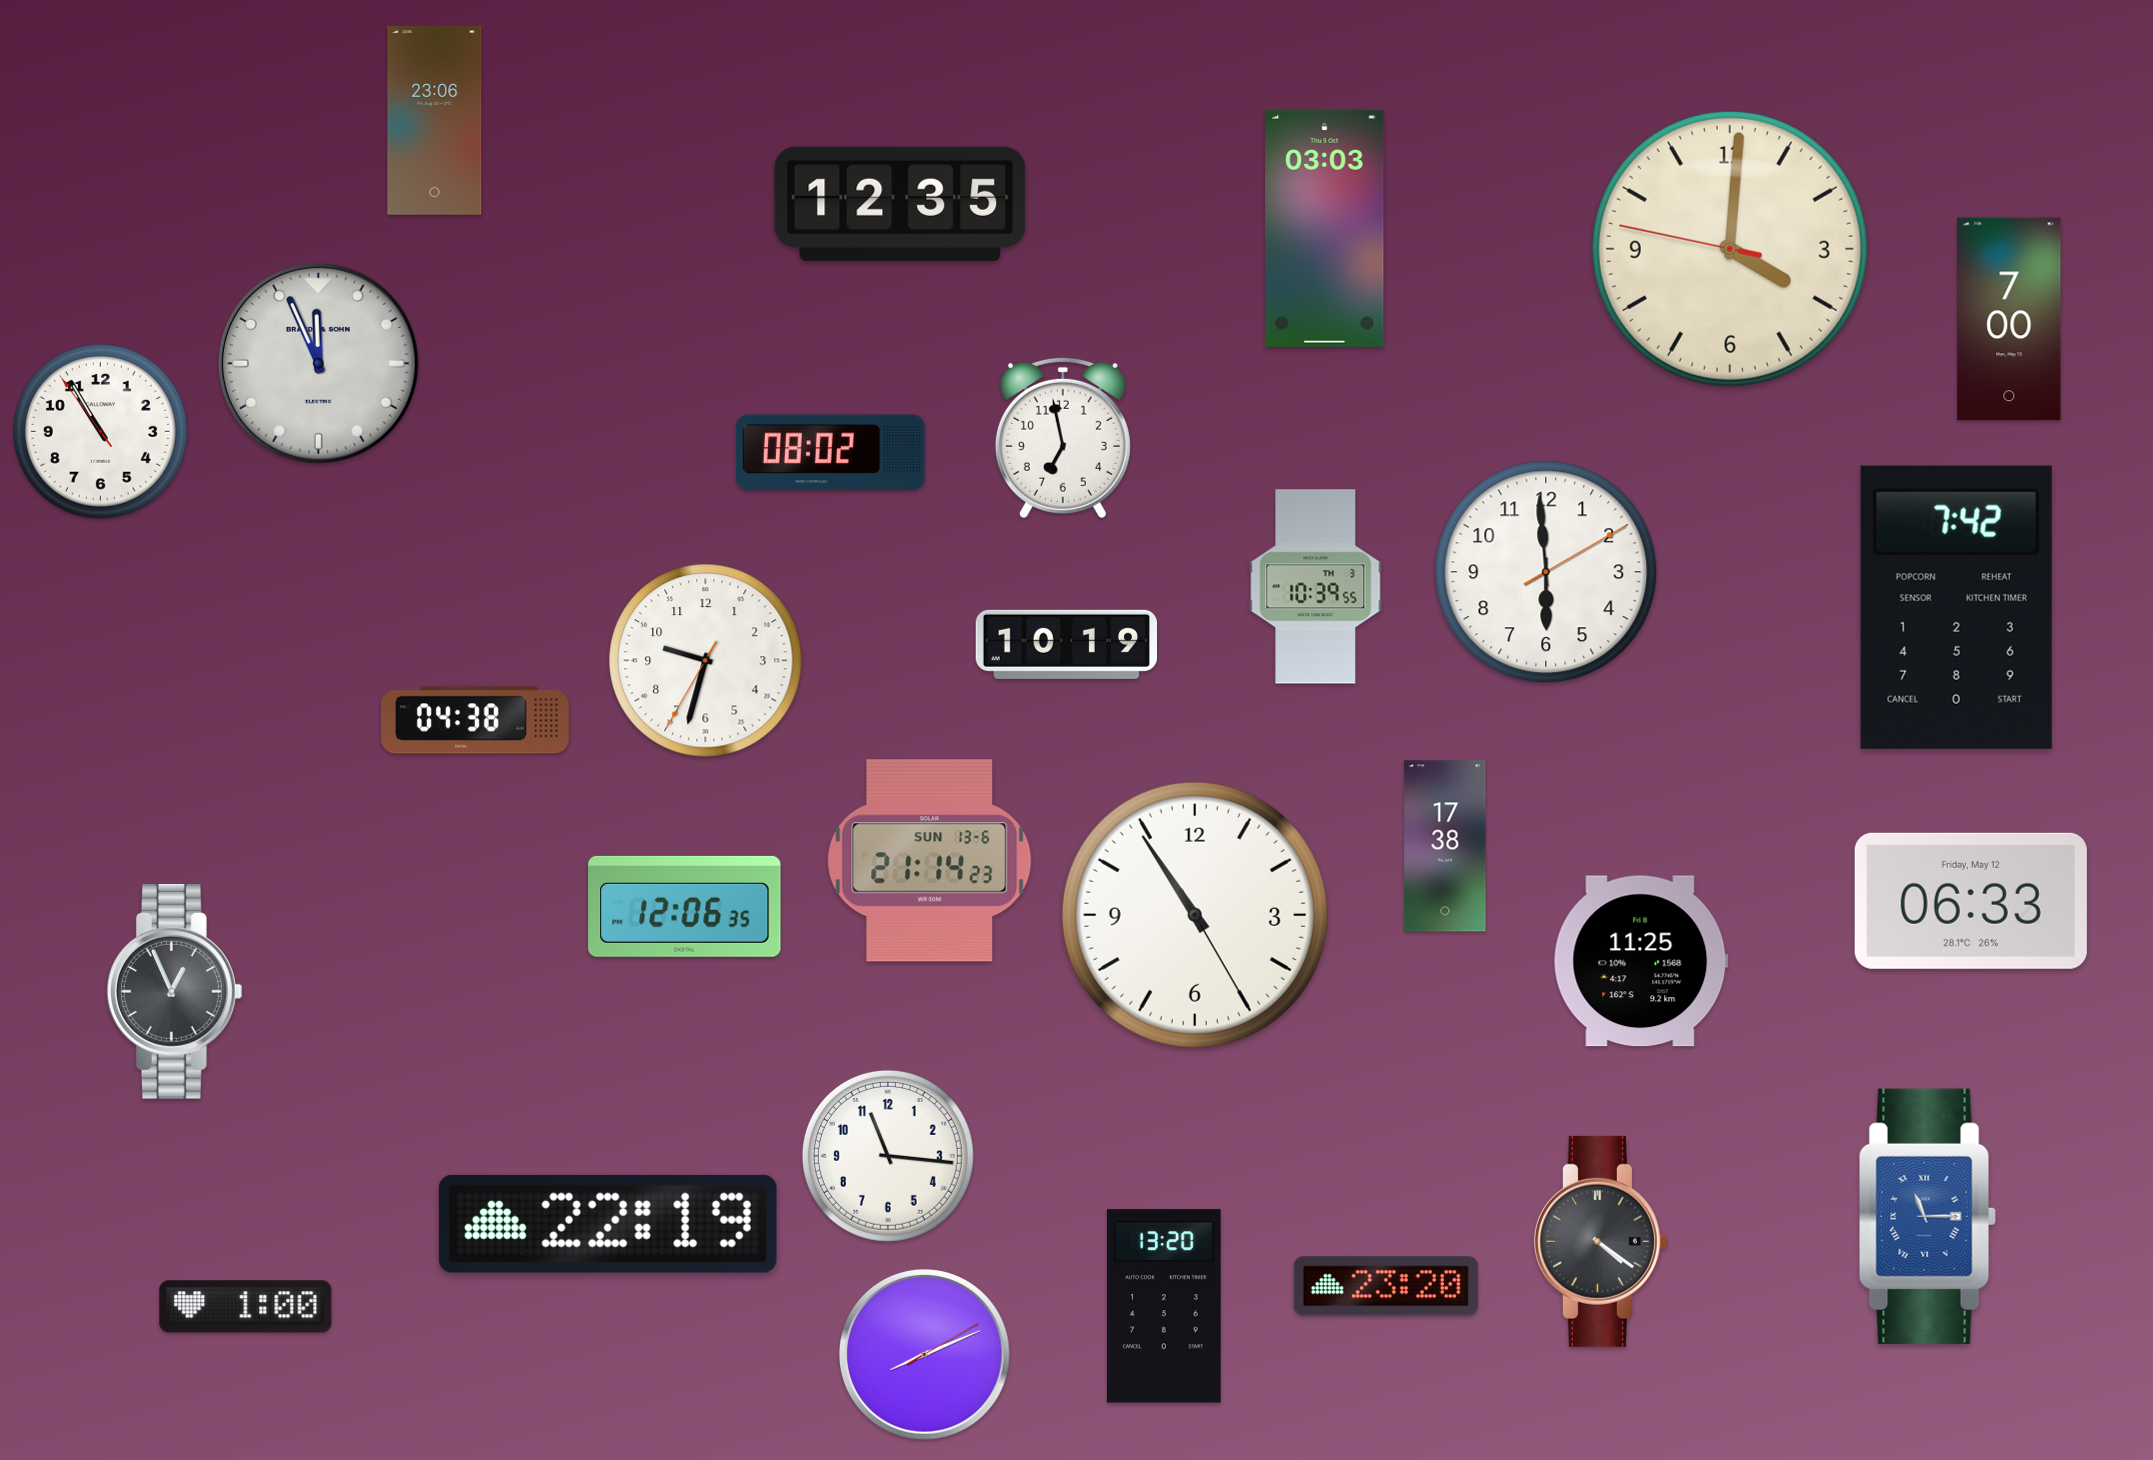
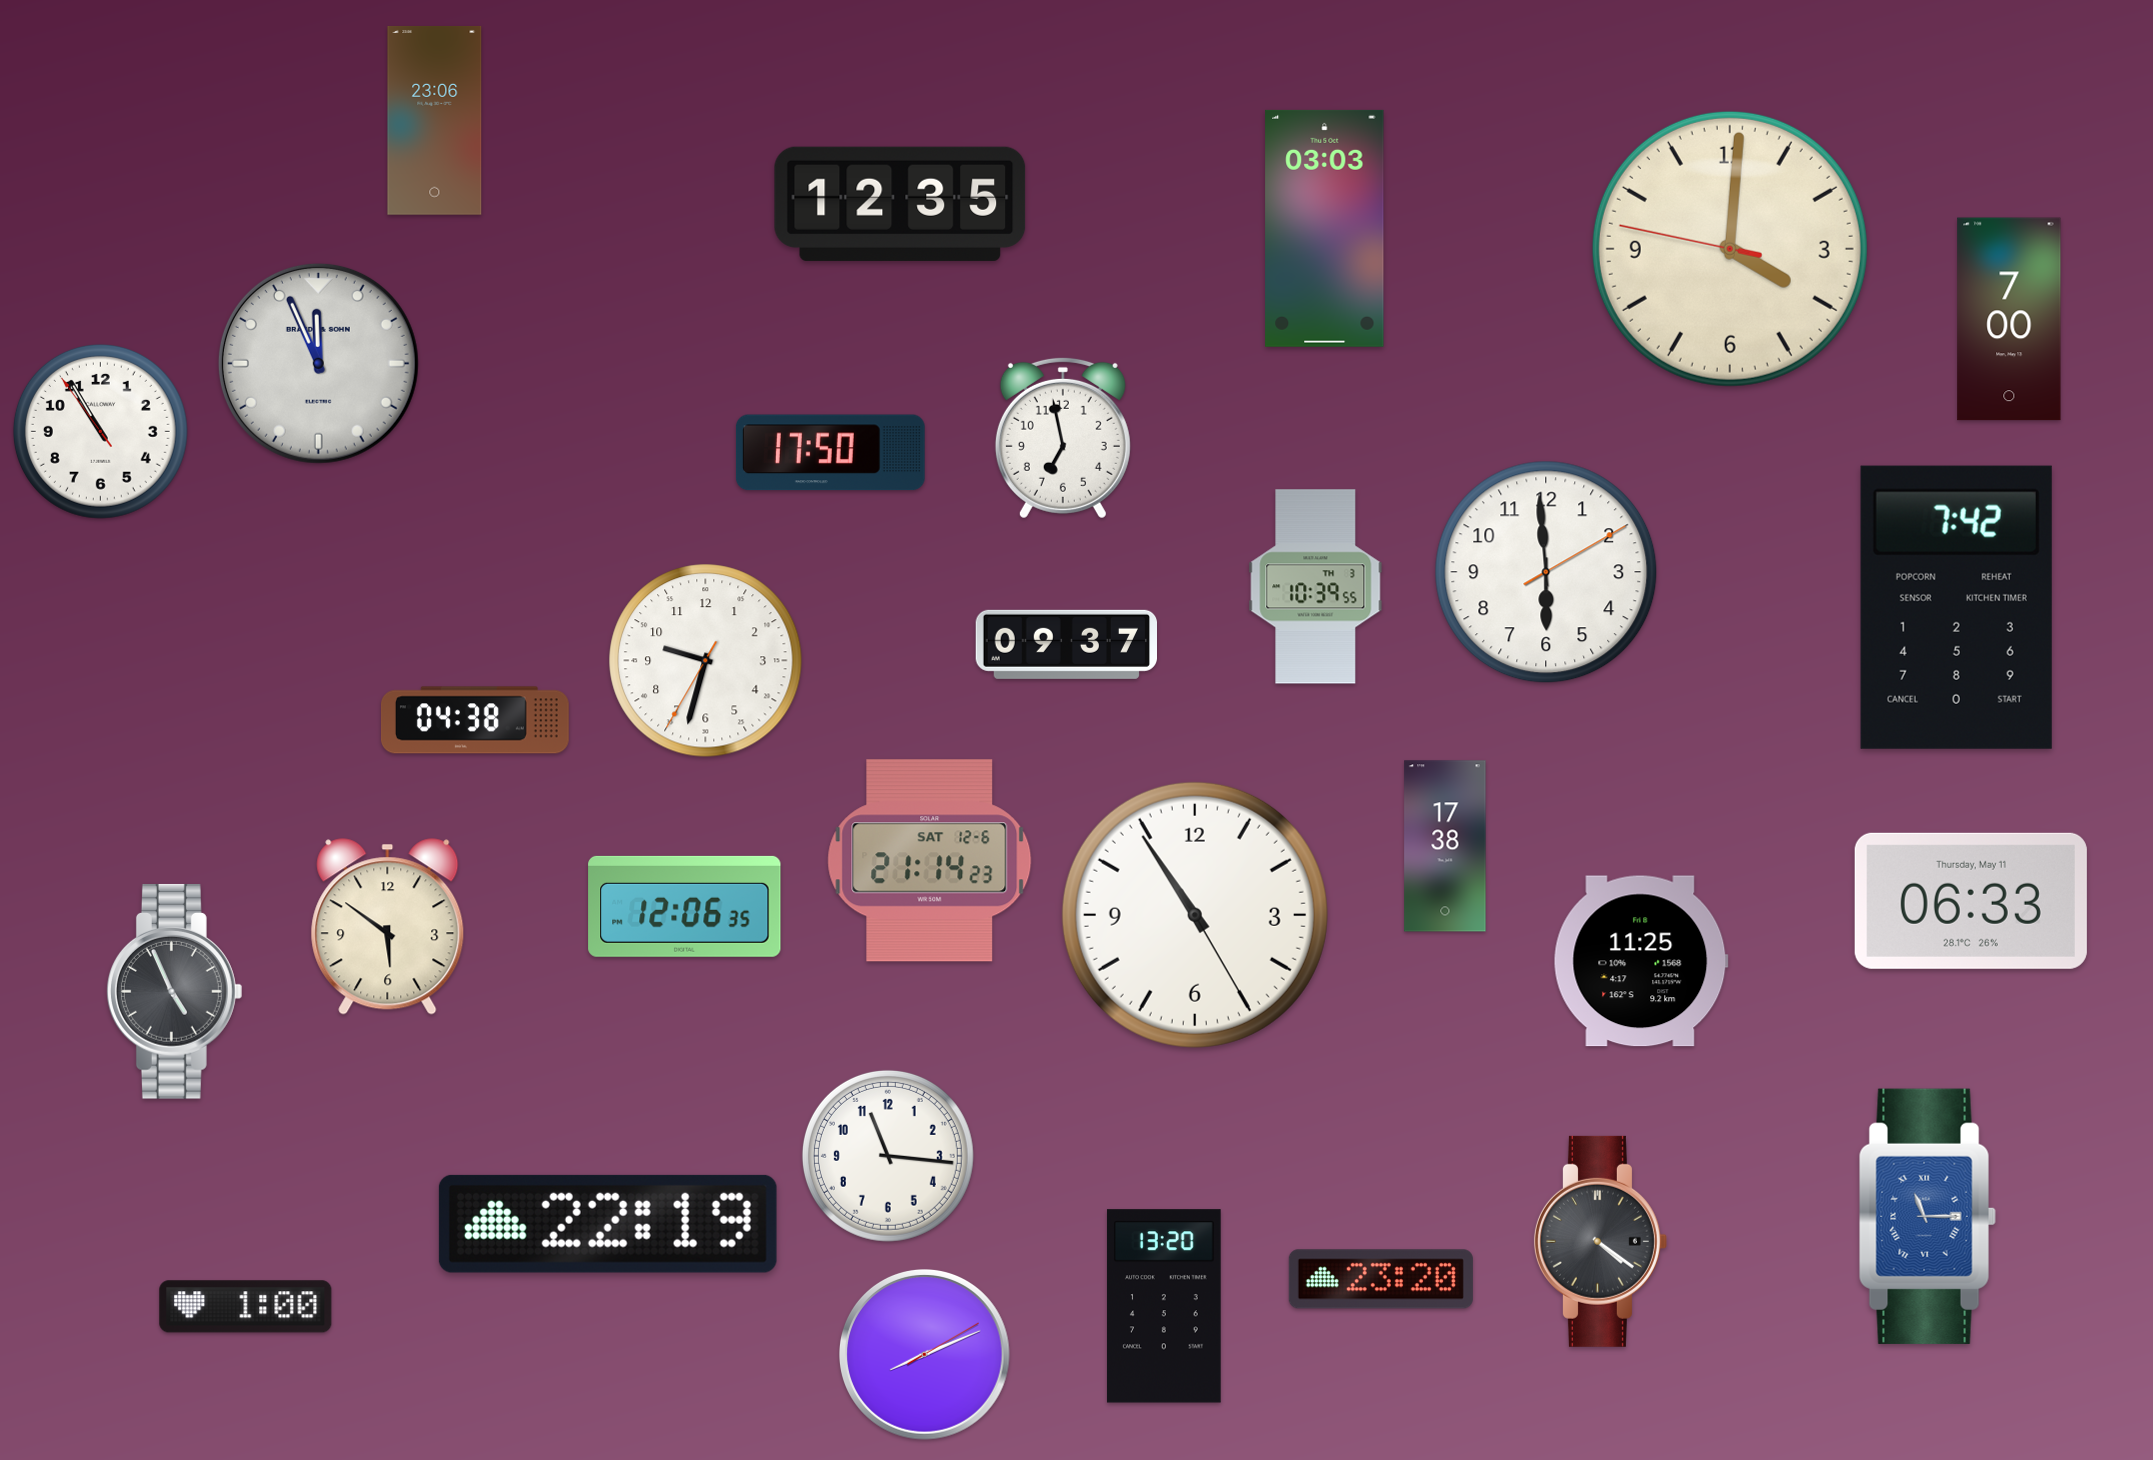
clock at (830, 453): 08:02 -> 17:50
clock at (1066, 644): 10:19 -> 09:37
clock at (930, 861) date: SUN 13-6 -> SAT 12-6
clock at (1971, 901) date: Friday, May 12 -> Thursday, May 11
clock at (388, 927): none -> 5:51
clock at (174, 991): 12:56 -> 4:56
clock at (1386, 1286) position: (1386, 1286) -> (1381, 1279)
